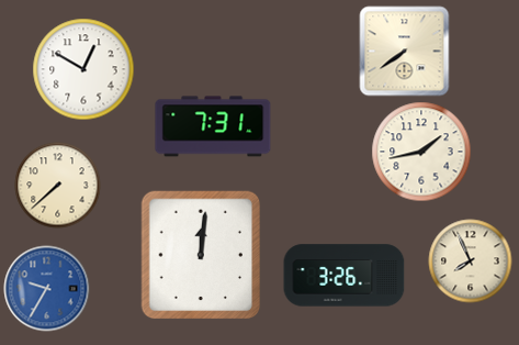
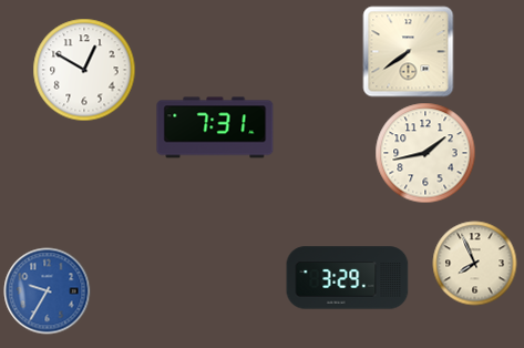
clock at (58, 186): 7:38 -> none
clock at (201, 255): 12:01 -> none
clock at (345, 276): 3:26 -> 3:29
